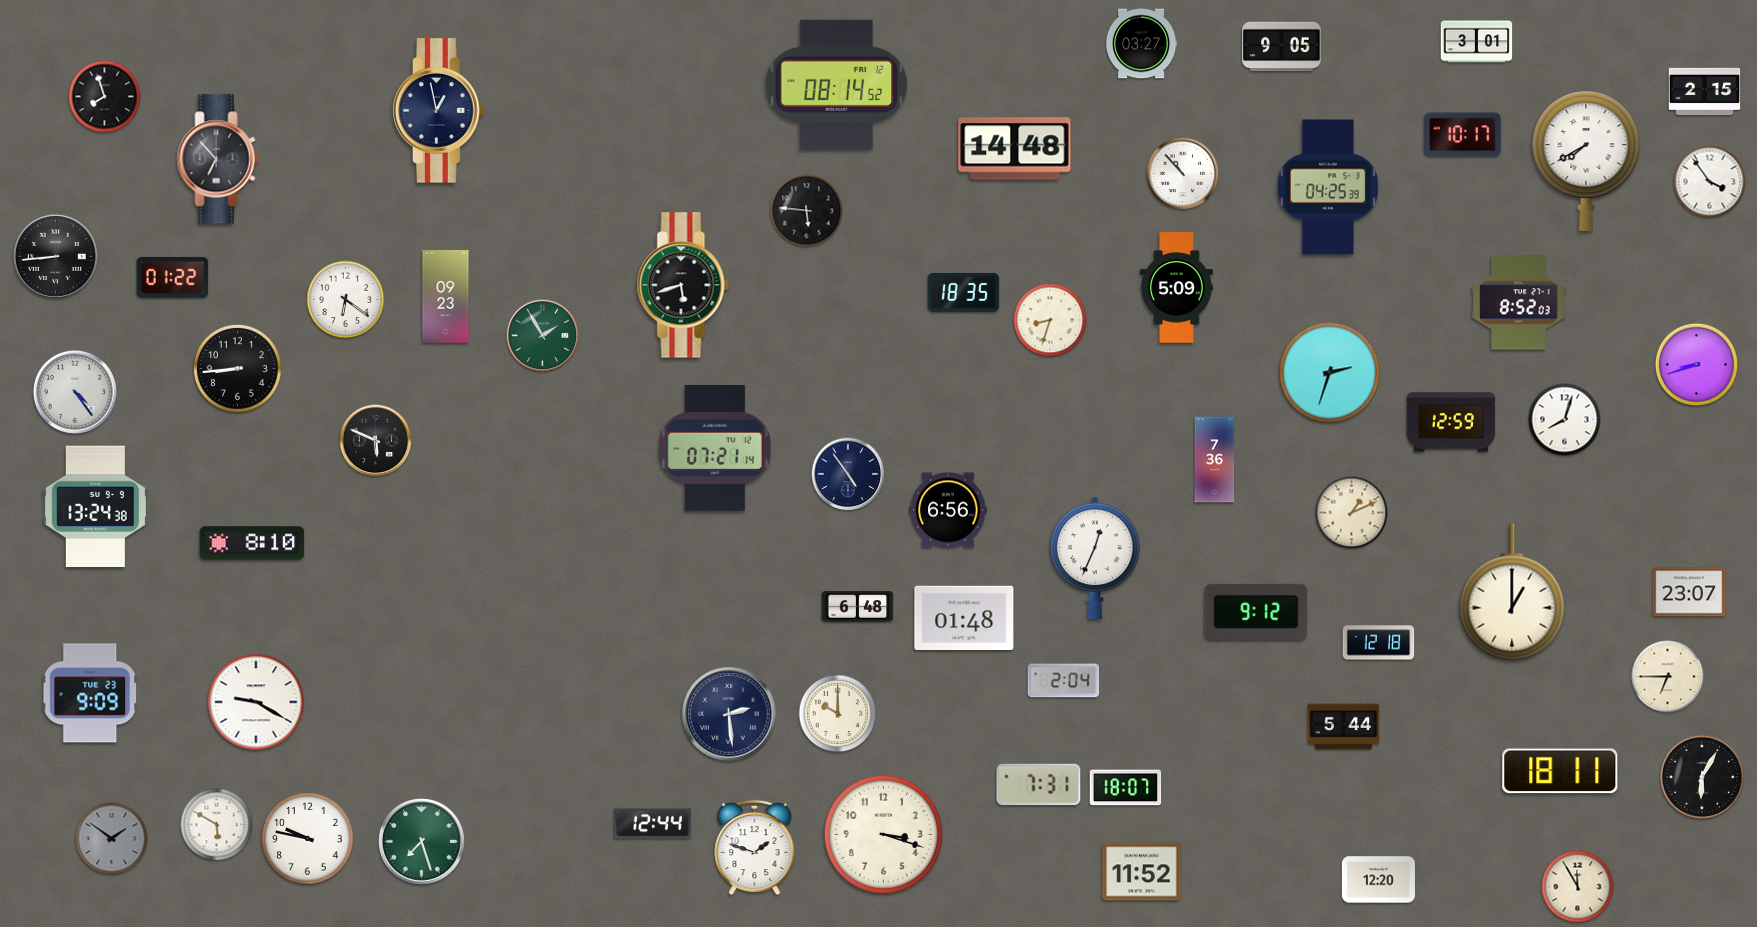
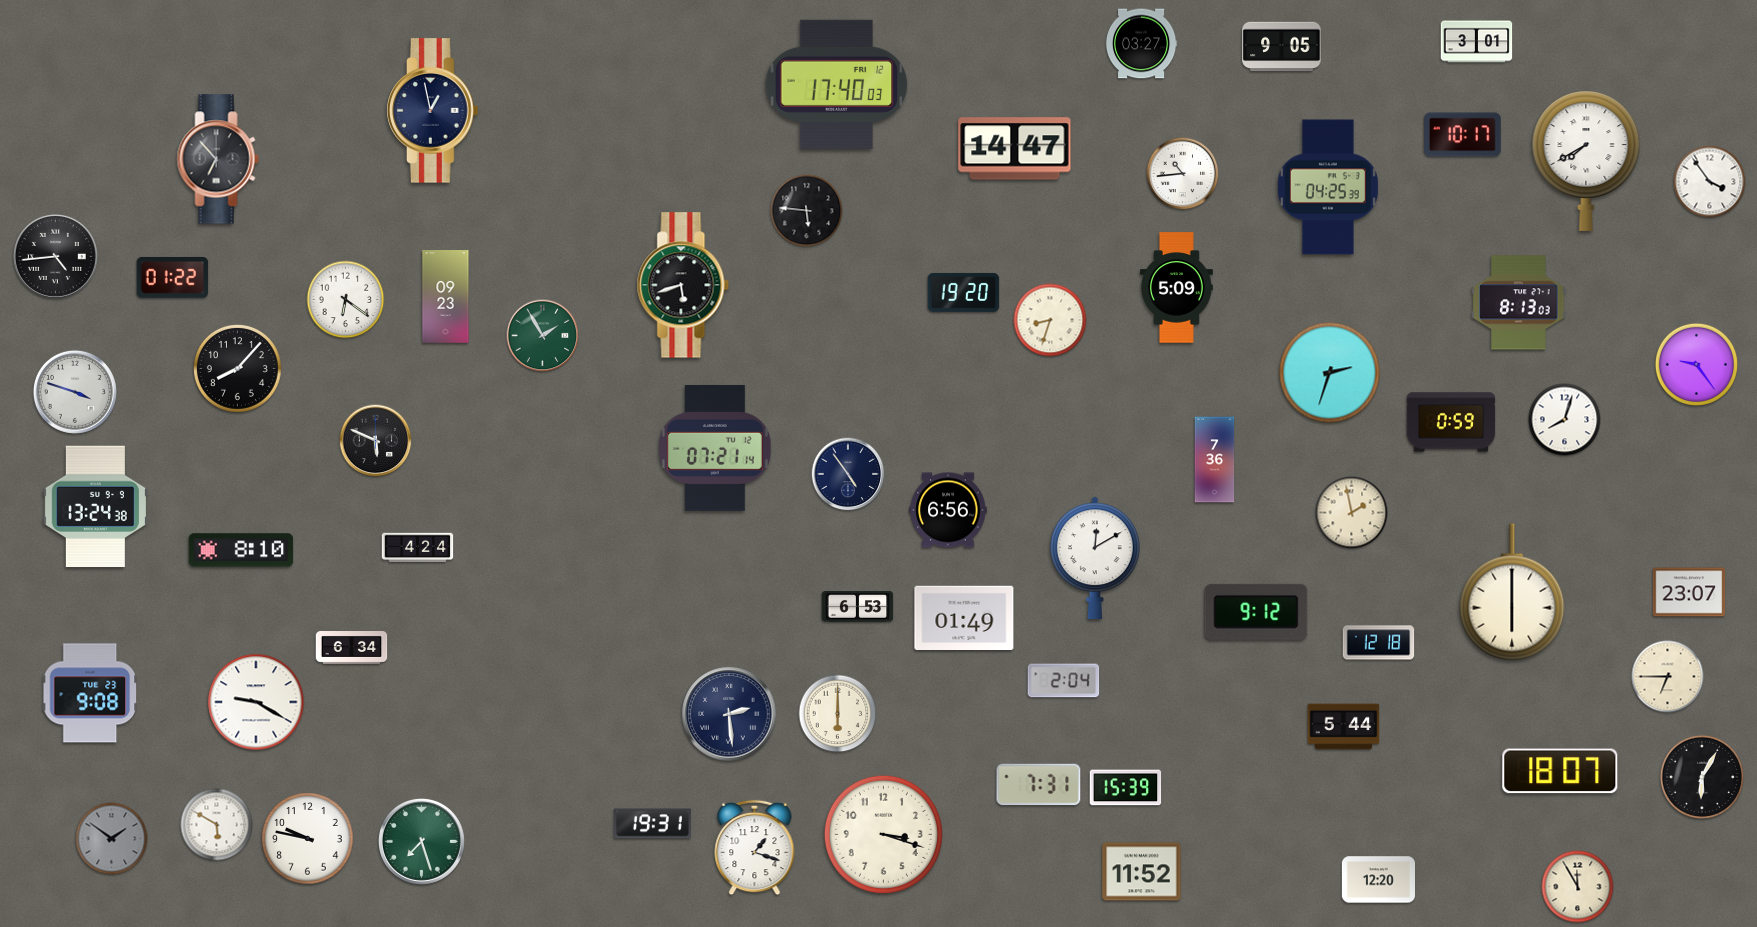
clock at (837, 84): 08:14 -> 17:40
clock at (1705, 92): 2:15 -> none
clock at (105, 97): 7:57 -> none
clock at (439, 111) position: (439, 111) -> (433, 111)
clock at (1015, 149): 14:48 -> 14:47
clock at (1183, 174): 10:53 -> 10:44
clock at (55, 256): 8:44 -> 4:44
clock at (964, 292): 18:35 -> 19:20
clock at (1519, 303): 8:52 -> 8:13
clock at (1696, 364): 8:42 -> 9:24
clock at (237, 368): 8:44 -> 8:07
clock at (75, 392): 4:24 -> 3:48
clock at (1451, 422): 12:59 -> 0:59
clock at (1352, 513): 1:11 -> 1:58
clock at (252, 543) position: (252, 543) -> (241, 550)
clock at (418, 548): none -> 4:24
clock at (1096, 557): 12:34 -> 12:10
clock at (1512, 592): 1:00 -> 6:00
clock at (858, 607): 6:48 -> 6:53
clock at (964, 617): 01:48 -> 01:49
clock at (352, 648): none -> 6:34
clock at (91, 693): 9:09 -> 9:08
clock at (838, 714): 10:00 -> 6:00
clock at (1560, 771): 18:11 -> 18:07
clock at (1126, 788): 18:07 -> 15:39
clock at (653, 824): 12:44 -> 19:31
clock at (755, 848): 1:48 -> 1:18
